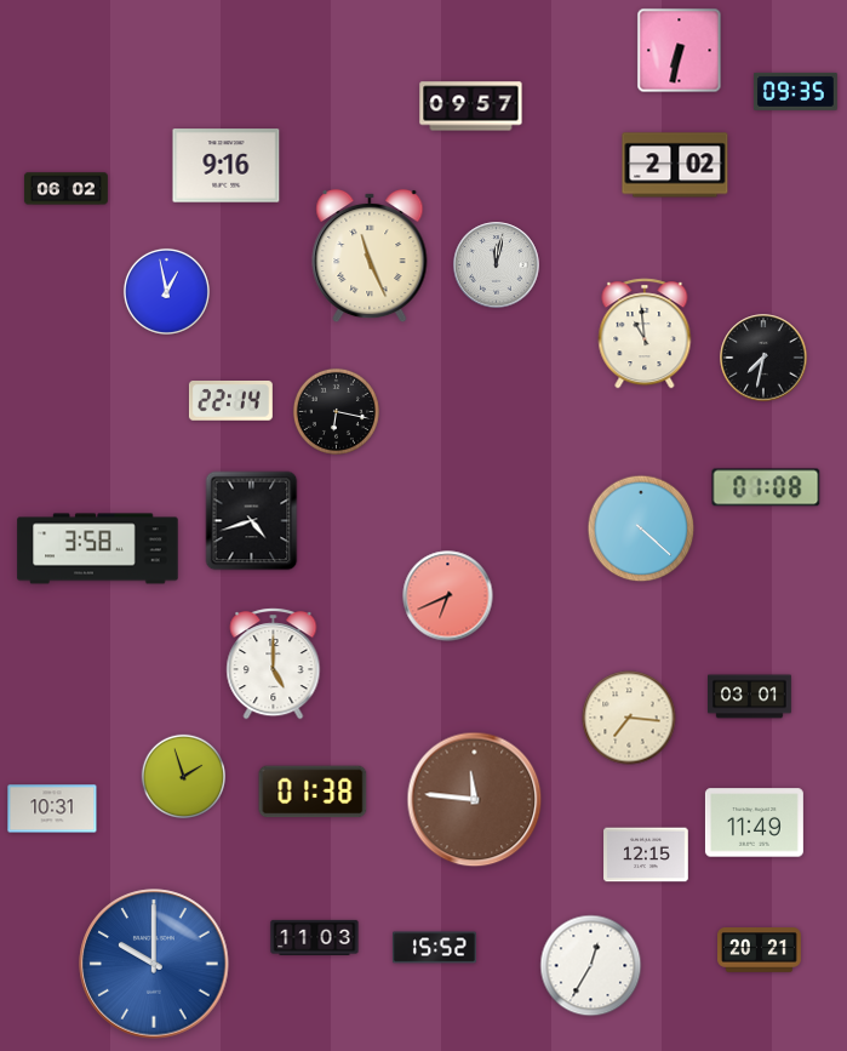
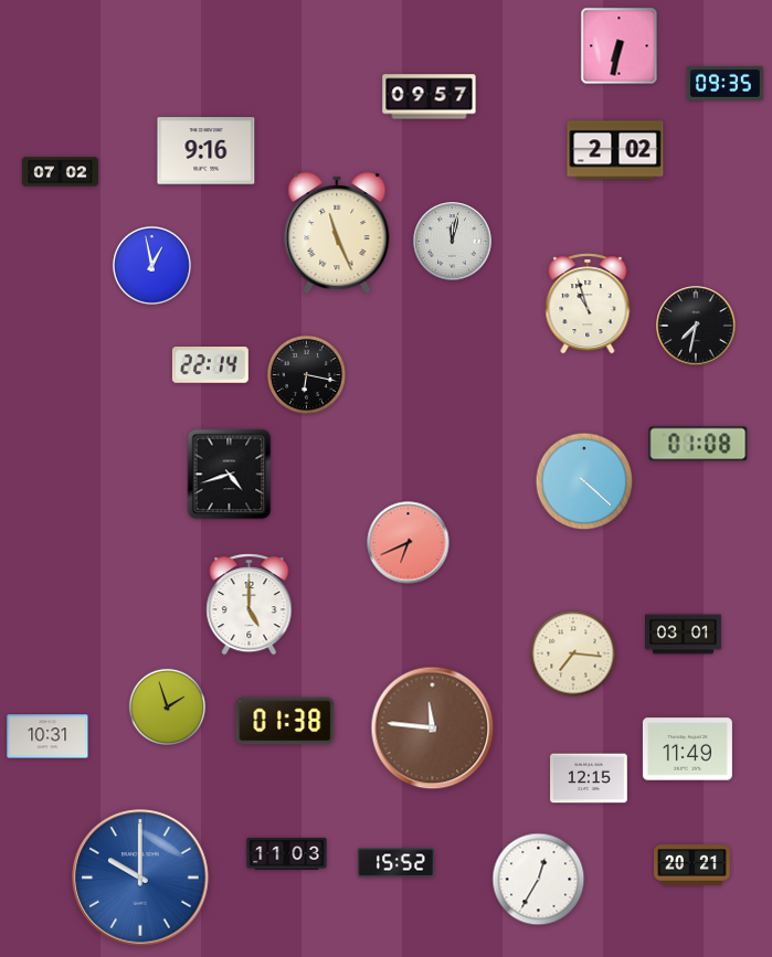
clock at (65, 189): 06:02 -> 07:02
clock at (645, 333): 10:59 -> 10:57
clock at (98, 549): 3:58 -> none
